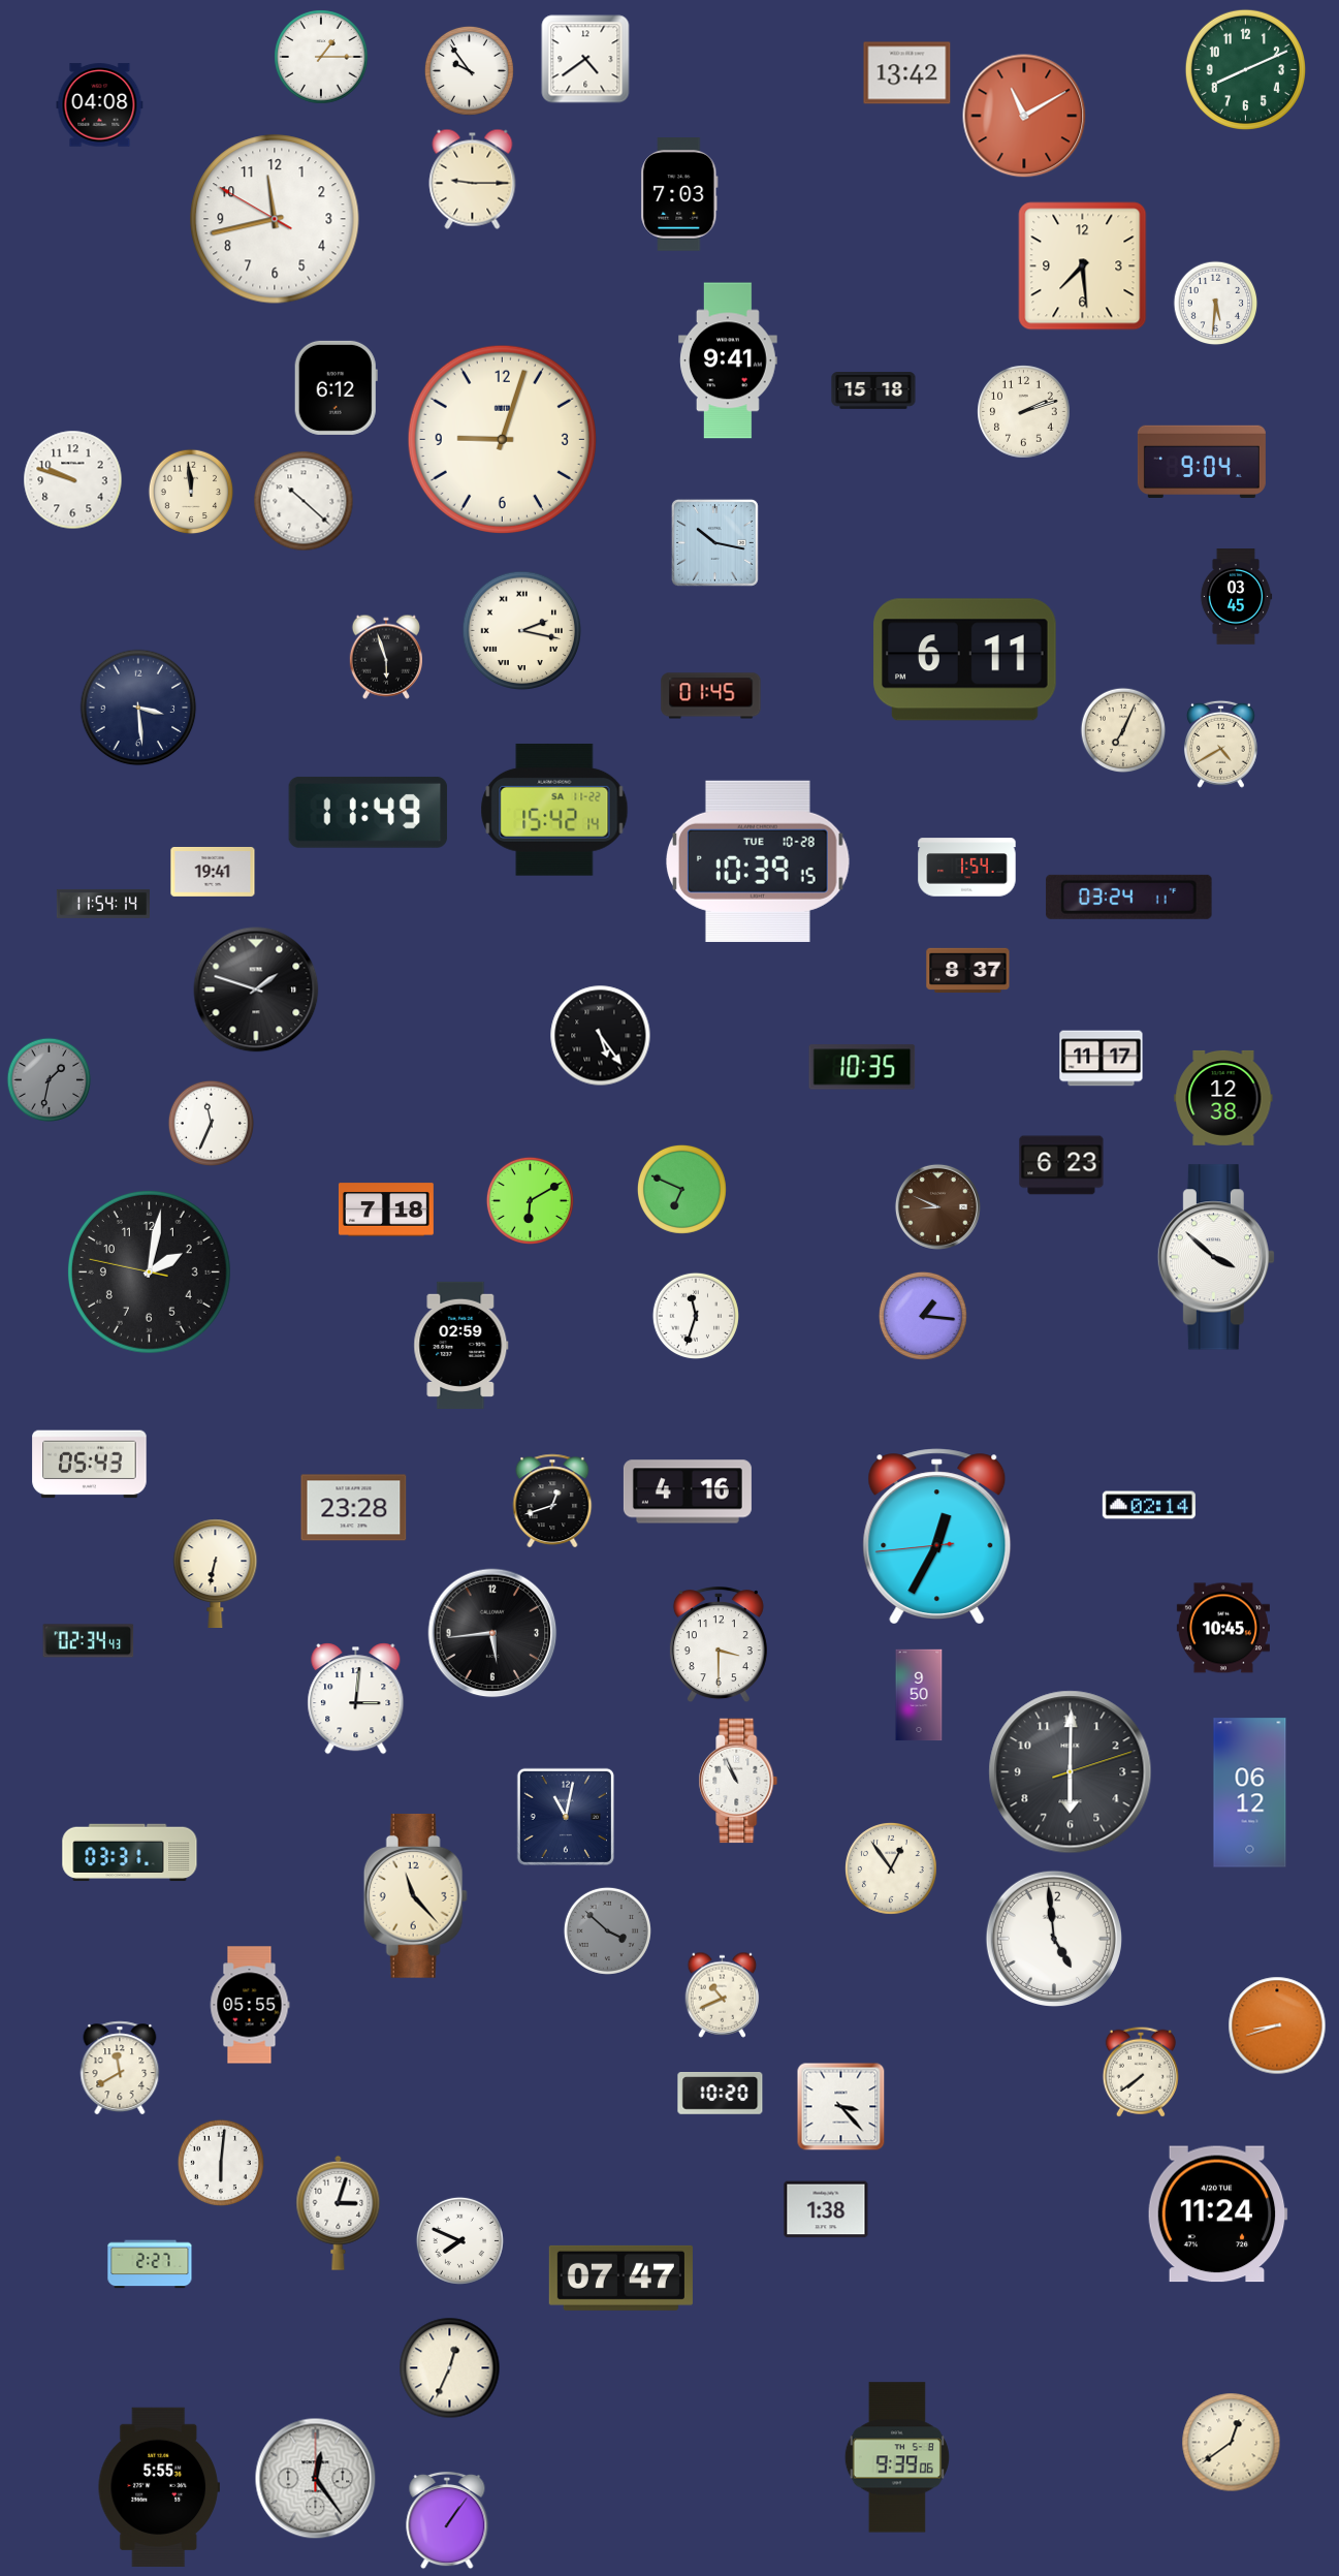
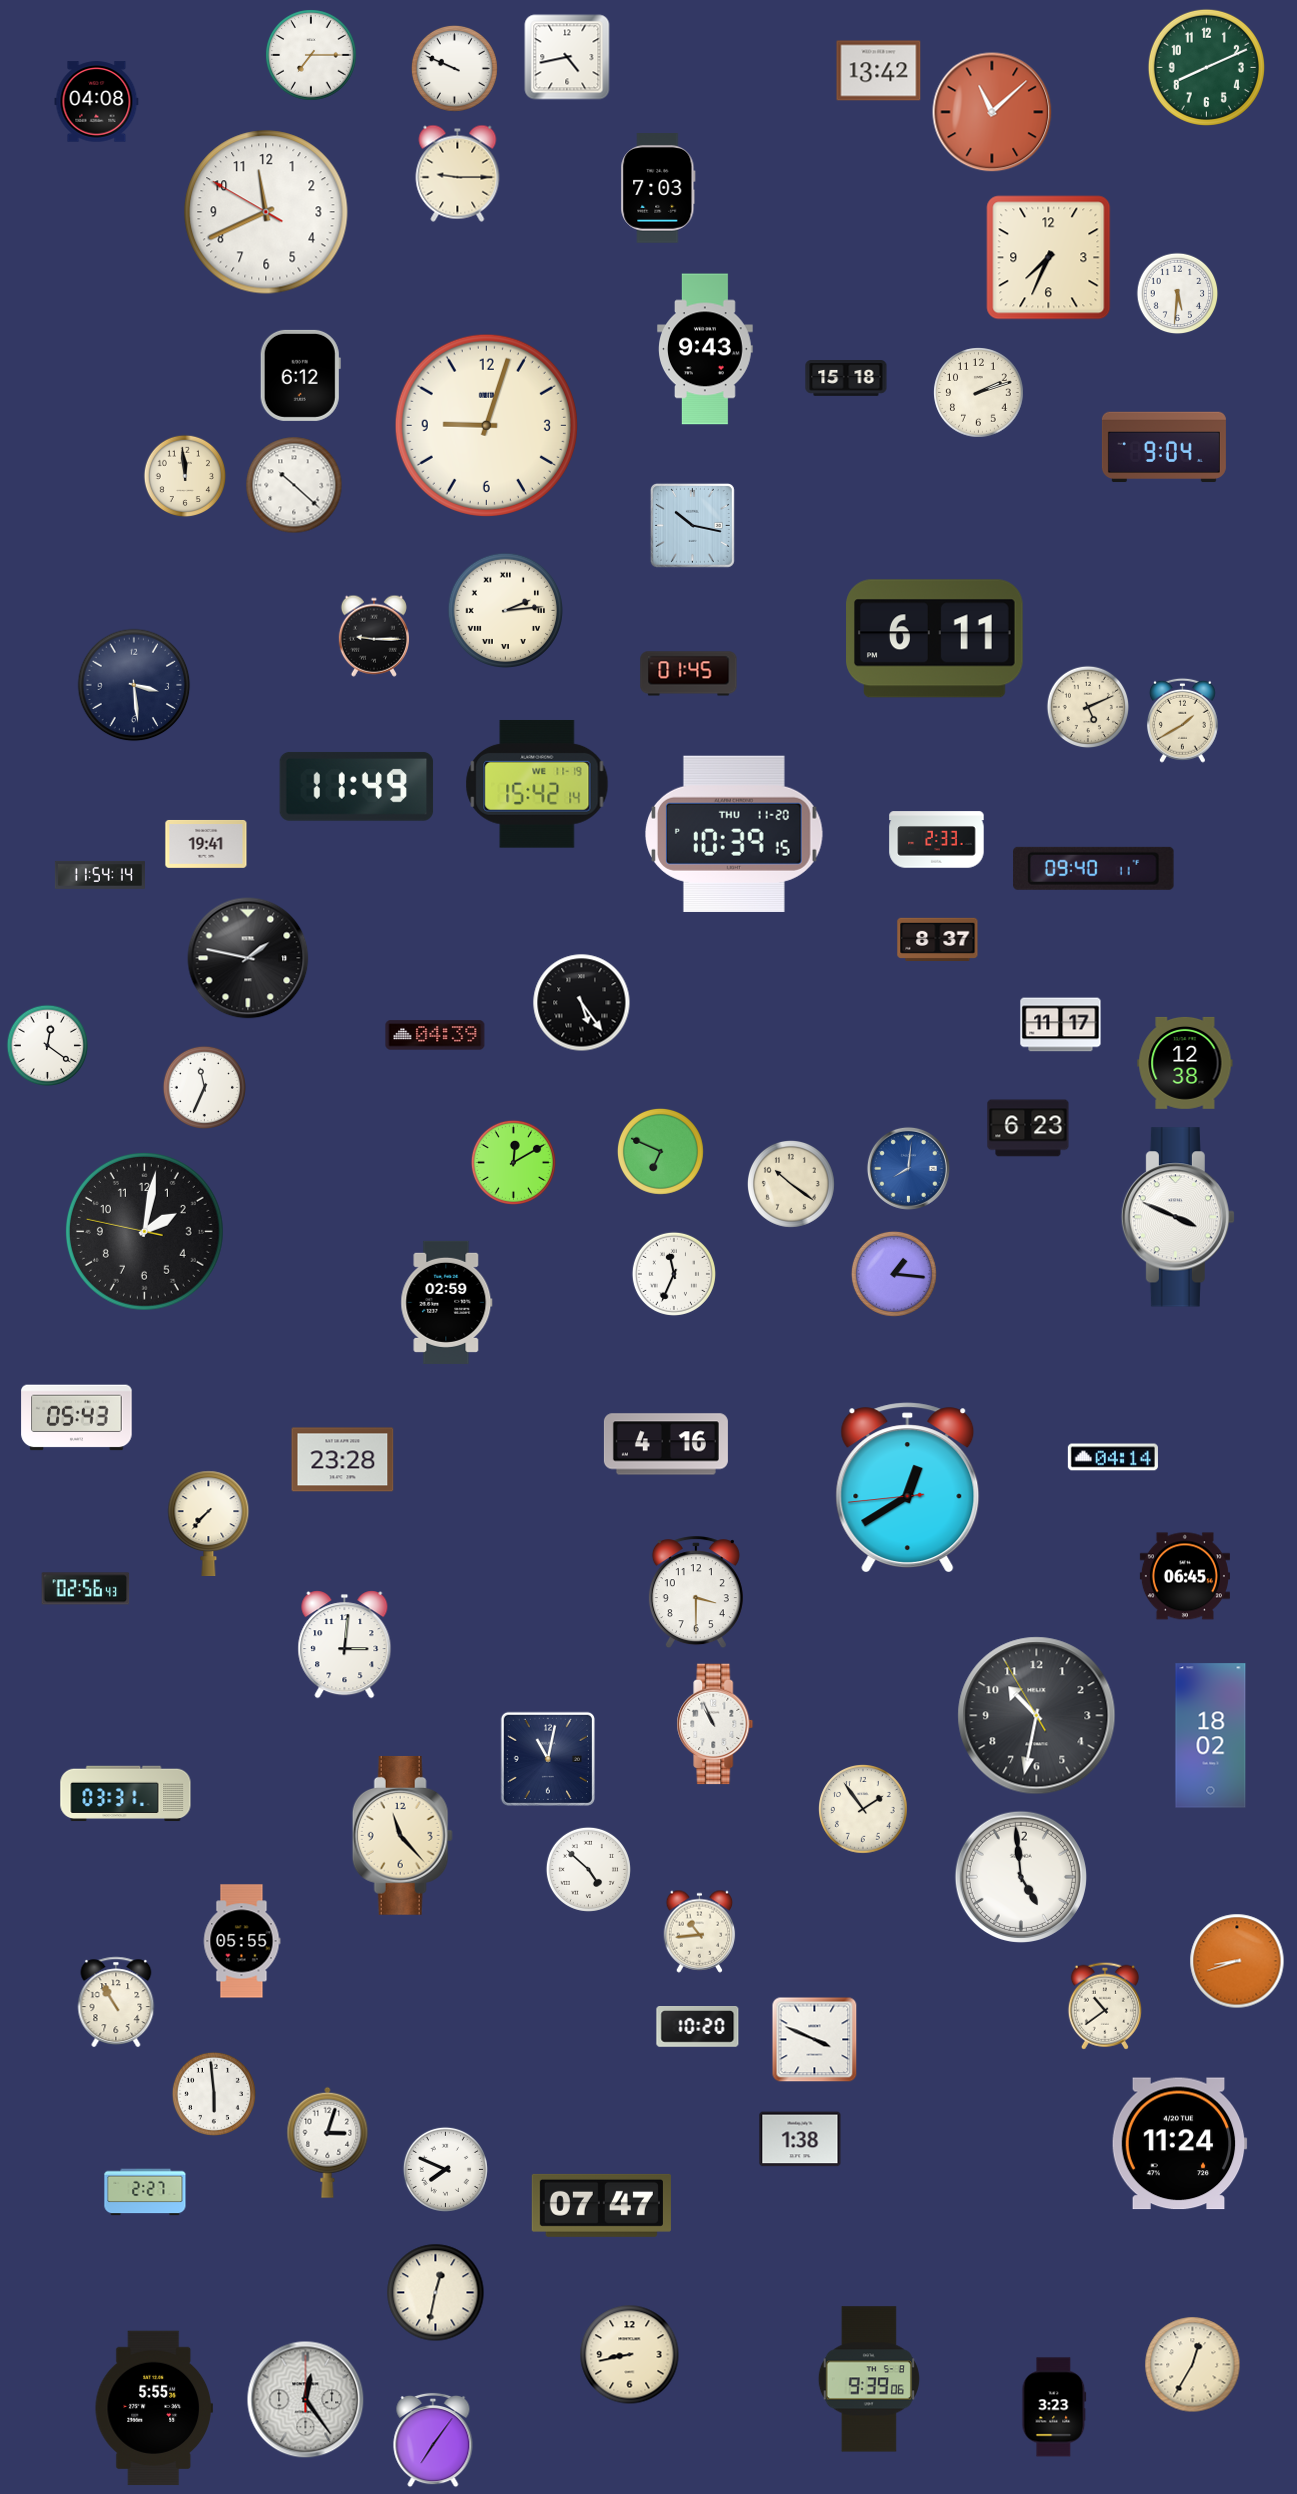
clock at (321, 57): 1:15 -> 7:15
clock at (585, 59): 4:39 -> 4:43
clock at (469, 70): 9:54 -> 9:49
clock at (1024, 116): 11:10 -> 11:08
clock at (275, 219): 11:42 -> 11:40
clock at (1083, 266): 7:29 -> 7:34
clock at (728, 360): 9:41 -> 9:43
clock at (336, 387) position: (336, 387) -> (300, 375)
clock at (1024, 412) position: (1024, 412) -> (979, 393)
clock at (73, 480): 9:48 -> none
clock at (1236, 597): 03:45 -> none
clock at (521, 630): 2:17 -> 2:14
clock at (385, 657): 5:57 -> 9:15
clock at (1123, 730): 7:04 -> 5:11
clock at (1220, 744): 4:40 -> 1:40
clock at (554, 810) date: SA 11-22 -> WE 11-19
clock at (759, 861) date: TUE 10-28 -> THU 11-20
clock at (967, 868): 1:54 -> 2:33
clock at (1129, 897): 03:24 -> 09:40
clock at (256, 989): 1:48 -> 1:47
clock at (1102, 1059) position: (1102, 1059) -> (1061, 1025)
clock at (862, 1067): 10:35 -> none
clock at (435, 1035): none -> 04:39
clock at (50, 1080): 1:32 -> 12:21
clock at (50, 1080) dial: grey -> white
clock at (530, 1200): 6:10 -> 12:10
clock at (937, 1206): 8:49 -> 8:01
clock at (937, 1206) dial: brown -> blue
clock at (386, 1210): 7:18 -> none
clock at (791, 1184): none -> 10:21
clock at (1216, 1257): 3:52 -> 3:49
clock at (696, 1316): 11:33 -> 11:34
clock at (90, 1465) position: (90, 1465) -> (77, 1418)
clock at (552, 1501): 12:42 -> none
clock at (1149, 1505): 02:14 -> 04:14
clock at (937, 1536): 12:34 -> 12:39
clock at (216, 1573): 6:32 -> 7:37
clock at (1223, 1628): 10:45 -> 06:45
clock at (492, 1633): 5:44 -> none
clock at (89, 1641): 02:34 -> 02:56
clock at (919, 1695): 9:50 -> none
clock at (1071, 1772): 6:00 -> 10:31
clock at (1250, 1793): 06:12 -> 18:02
clock at (892, 1870): 12:54 -> 1:54
clock at (607, 1930): 3:52 -> 4:52
clock at (607, 1930) dial: grey -> white
clock at (723, 1994): 10:41 -> 10:44
clock at (120, 2068): 11:40 -> 10:55
clock at (1141, 2072): 7:39 -> 10:39
clock at (841, 2107): 3:23 -> 3:49
clock at (221, 2163): 6:01 -> 5:59
clock at (450, 2368): 12:34 -> 12:32
clock at (630, 2355): none -> 8:43
clock at (1232, 2443): 12:39 -> 12:35
clock at (1054, 2407): none -> 3:23
clock at (447, 2520): 1:06 -> 7:06
